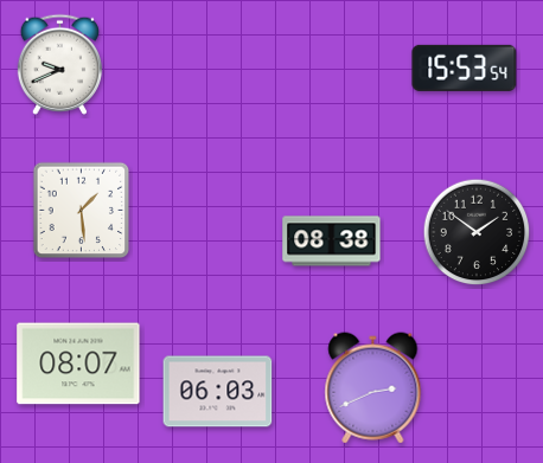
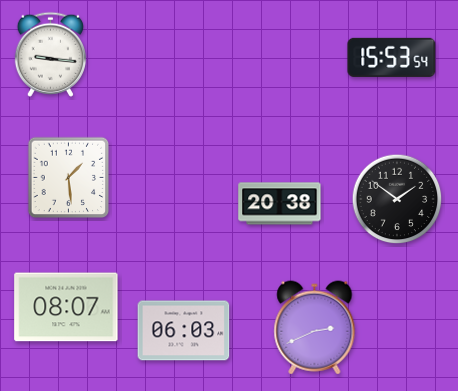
clock at (59, 64): 9:41 -> 9:16
clock at (477, 232) position: (477, 232) -> (397, 199)
clock at (332, 242): 08:38 -> 20:38
